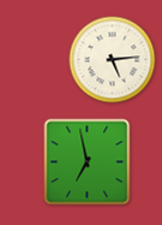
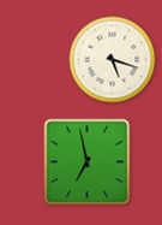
clock at (113, 60): 5:14 -> 5:18
